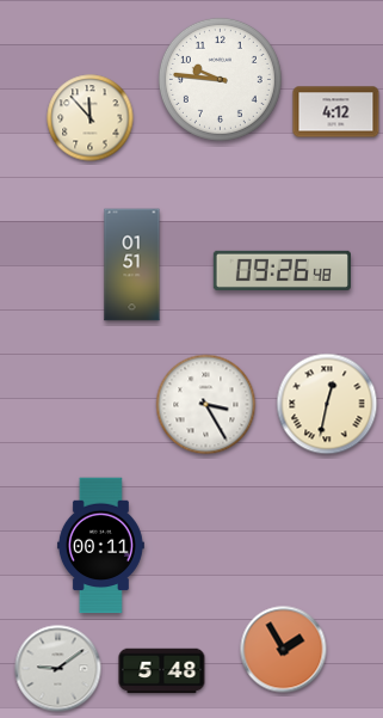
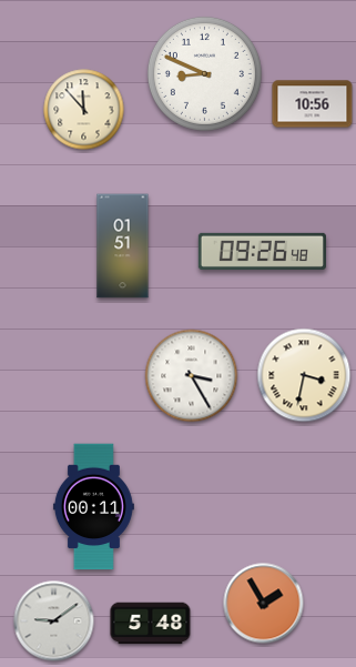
clock at (220, 79): 9:46 -> 8:49
clock at (336, 112): 4:12 -> 10:56
clock at (327, 404): 12:32 -> 3:32
